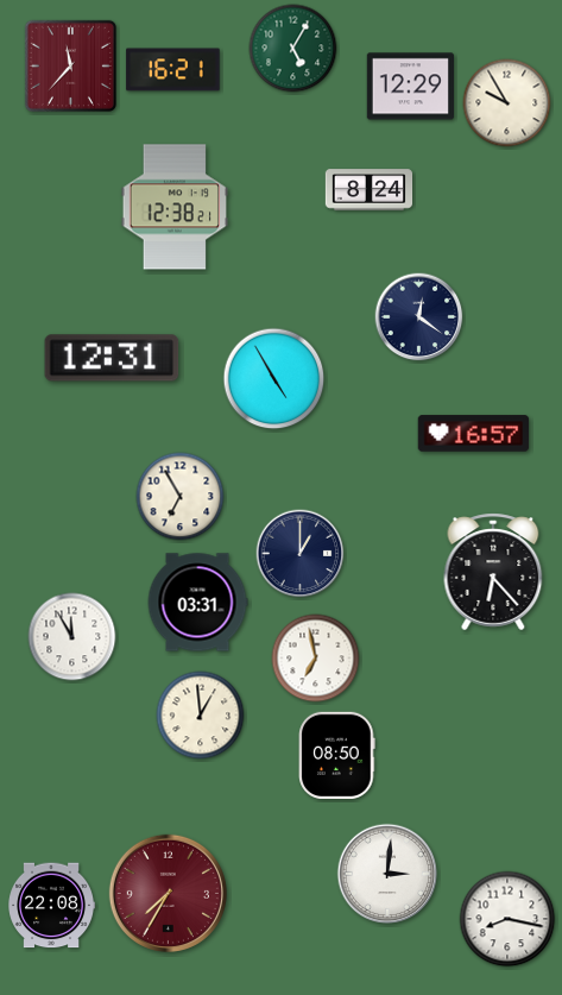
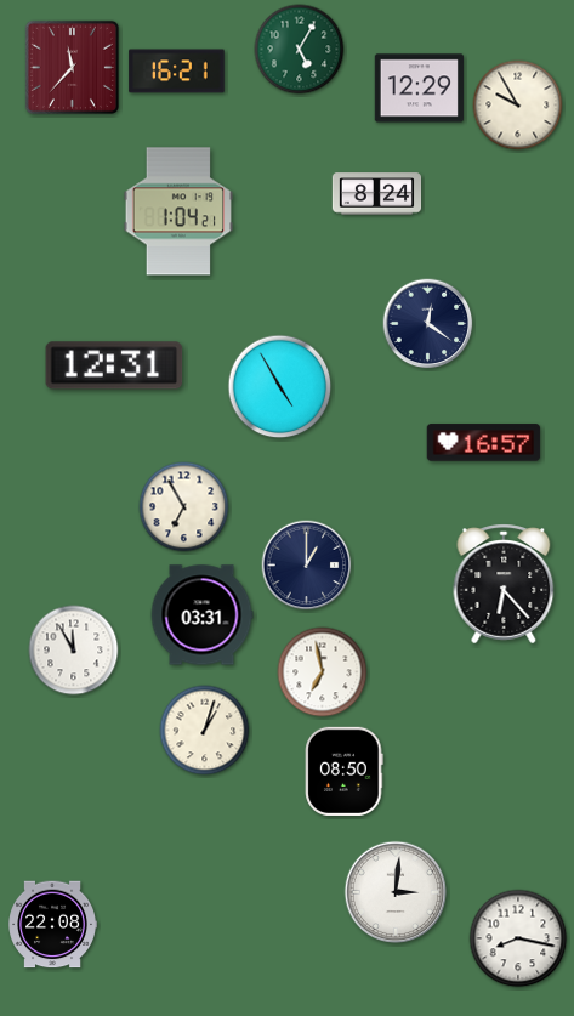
clock at (175, 207): 12:38 -> 1:04
clock at (201, 716): 12:59 -> 1:03
clock at (168, 893): 7:35 -> none
